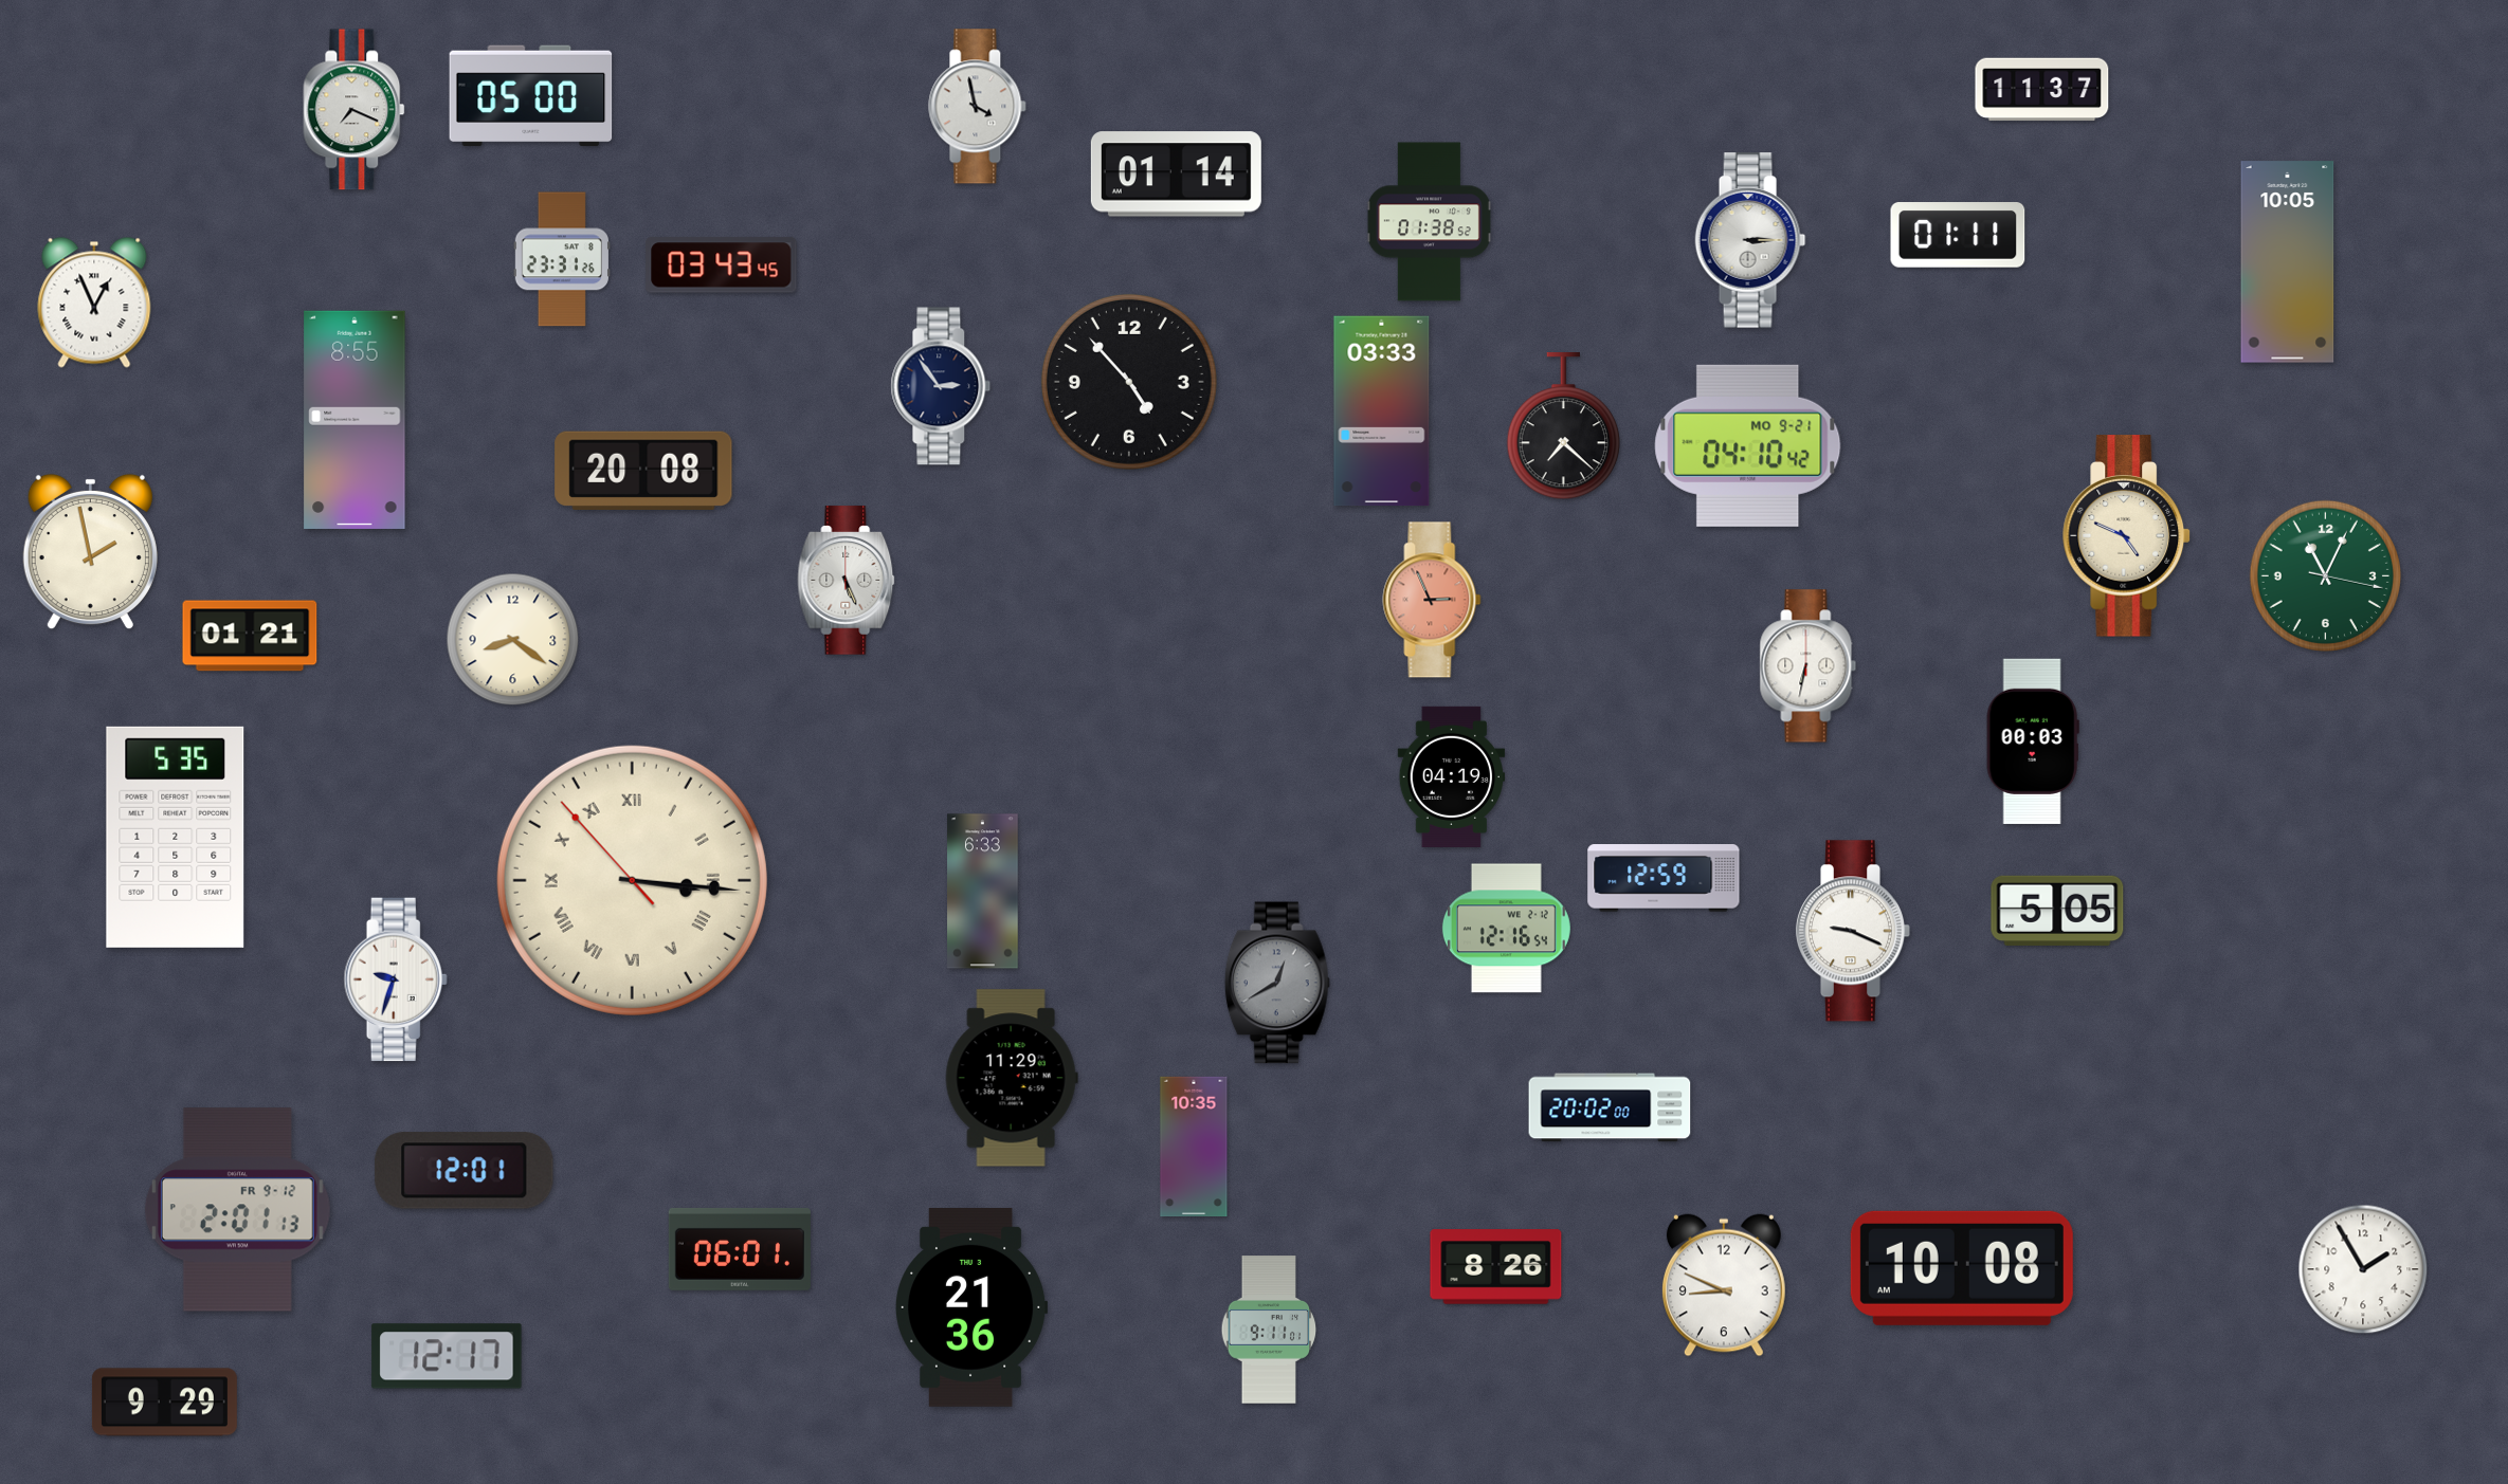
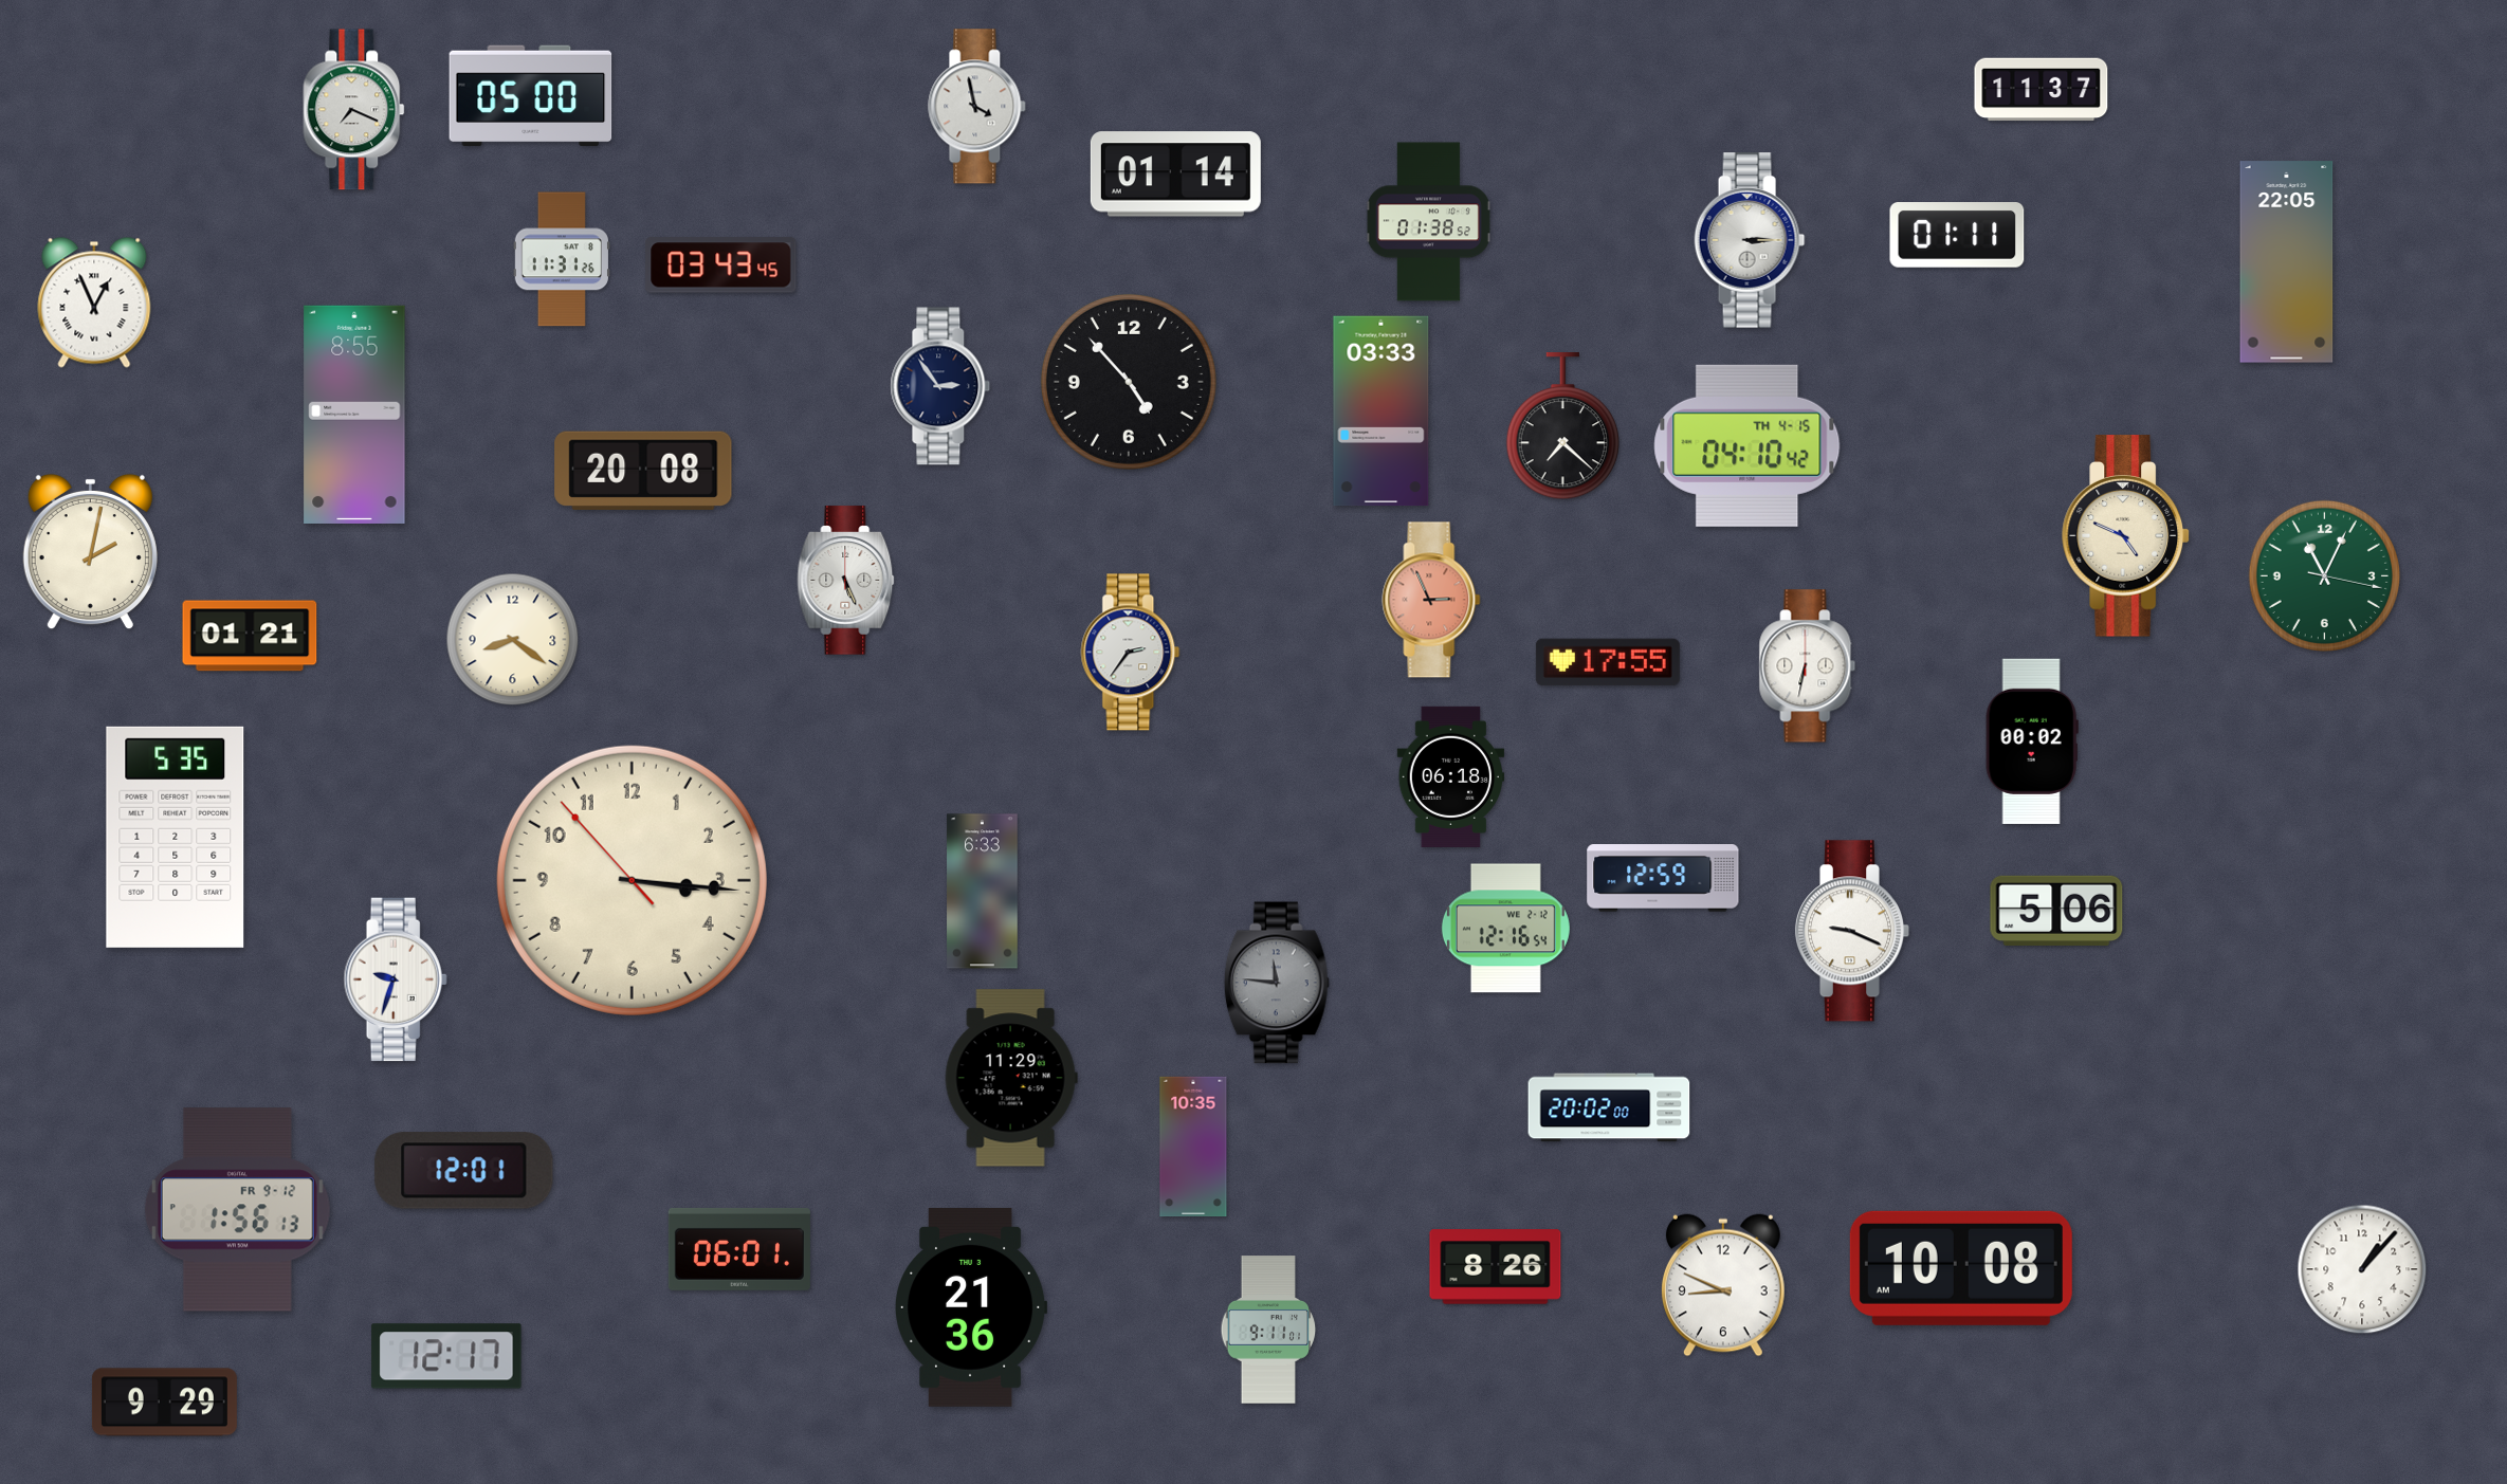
clock at (562, 259): 23:31 -> 11:31
clock at (2288, 262): 10:05 -> 22:05
clock at (355, 420) position: (355, 420) -> (354, 415)
clock at (1748, 445) date: MO 9-21 -> TH 4-15
clock at (90, 552): 1:58 -> 2:02
clock at (1131, 653): none -> 2:36
clock at (1608, 662): none -> 17:55
clock at (2033, 740): 00:03 -> 00:02
clock at (1452, 776): 04:19 -> 06:18
clock at (632, 880) numerals: Roman -> Arabic
clock at (2057, 911): 5:05 -> 5:06
clock at (1277, 983): 12:40 -> 11:46
clock at (237, 1210): 2:01 -> 1:56
clock at (2363, 1269): 1:55 -> 1:07
